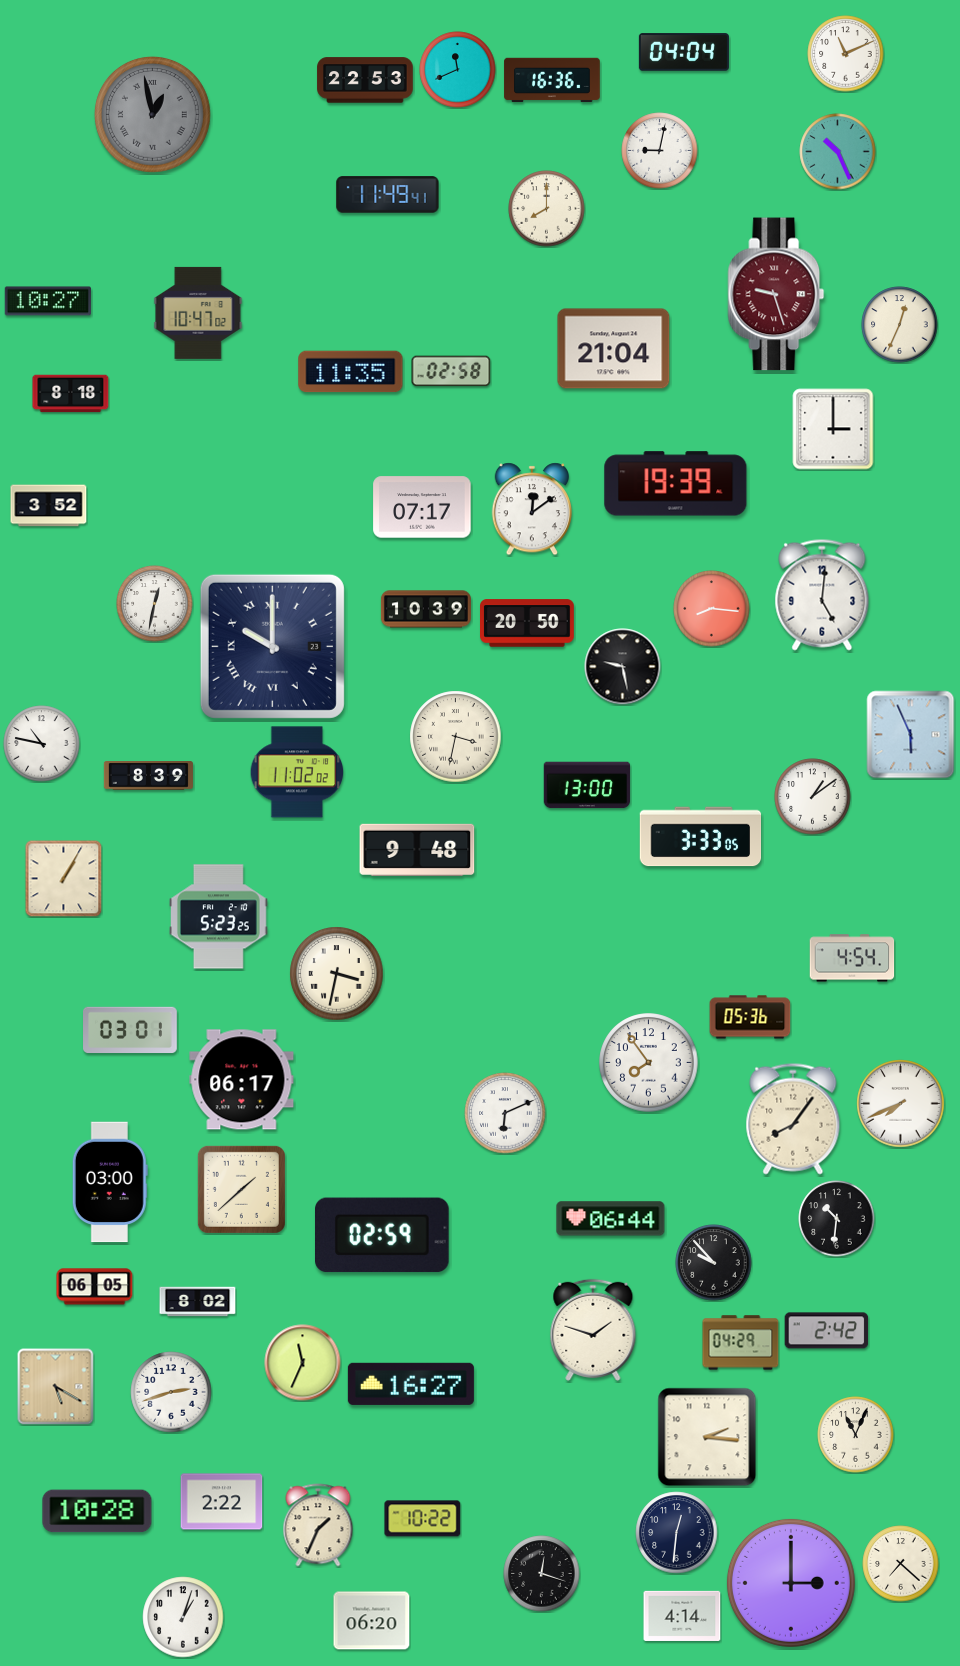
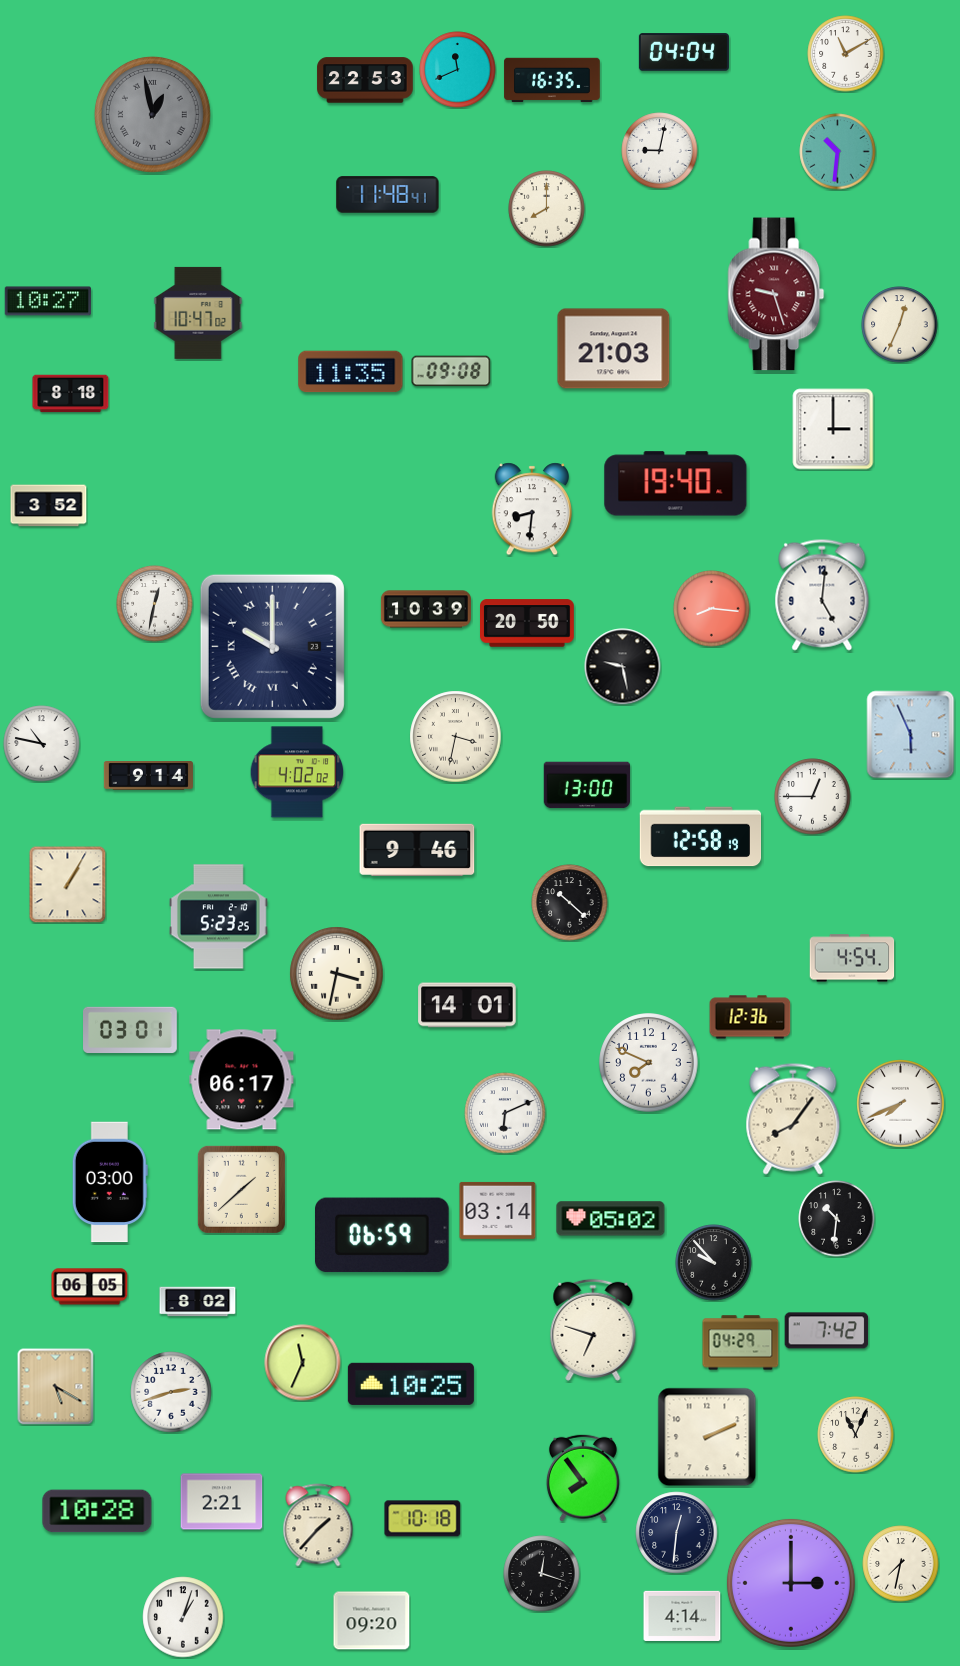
clock at (846, 54): 11:11 -> 11:10
clock at (552, 80): 16:36 -> 16:35
clock at (838, 152): 10:26 -> 10:31
clock at (388, 195): 11:49 -> 11:48
clock at (614, 349): 21:04 -> 21:03
clock at (451, 371): 02:58 -> 09:08
clock at (676, 484): 19:39 -> 19:40
clock at (422, 507): 07:17 -> none
clock at (531, 509): 12:09 -> 8:31
clock at (297, 772): 11:02 -> 4:02
clock at (148, 776): 8:39 -> 9:14
clock at (813, 797): 1:09 -> 12:45
clock at (701, 837): 3:33 -> 12:58
clock at (417, 849): 9:48 -> 9:46
clock at (63, 878) position: (63, 878) -> (67, 884)
clock at (570, 903): none -> 10:22
clock at (467, 1005): none -> 14:01
clock at (750, 1017): 05:36 -> 12:36
clock at (649, 1063): 7:54 -> 7:49
clock at (498, 1210): none -> 03:14
clock at (611, 1219): 06:44 -> 05:02
clock at (383, 1235): 02:59 -> 06:59
clock at (95, 1287) position: (95, 1287) -> (90, 1287)
clock at (593, 1330): 1:48 -> 6:48
clock at (827, 1331): 2:42 -> 7:42
clock at (411, 1384): 16:27 -> 10:25
clock at (707, 1437): 2:16 -> 2:11
clock at (583, 1478): none -> 7:54
clock at (222, 1502): 2:22 -> 2:21
clock at (423, 1519): 10:22 -> 10:18
clock at (318, 1525): 1:34 -> 1:37
clock at (901, 1564): 7:22 -> 7:32
clock at (372, 1621): 06:20 -> 09:20
